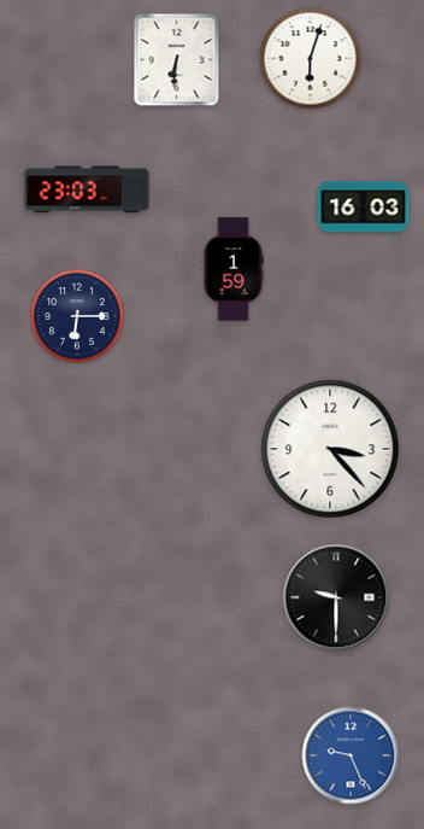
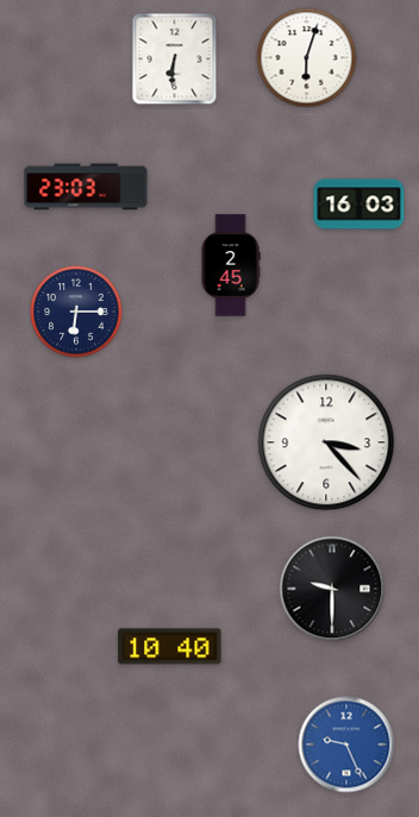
clock at (234, 269): 1:59 -> 2:45
clock at (170, 647): none -> 10:40
